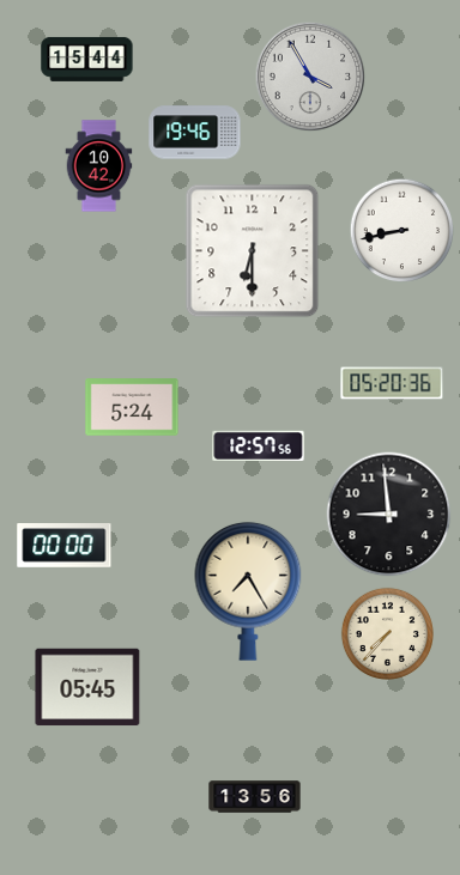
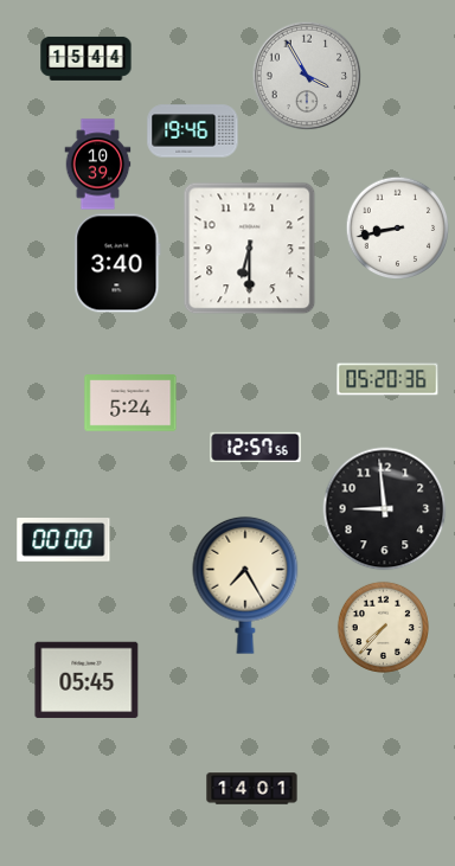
clock at (99, 166): 10:42 -> 10:39
clock at (117, 263): none -> 3:40
clock at (259, 445) position: (259, 445) -> (256, 447)
clock at (255, 797): 13:56 -> 14:01
